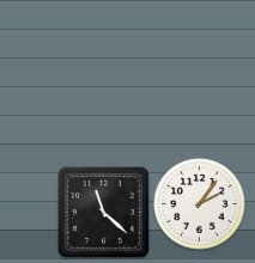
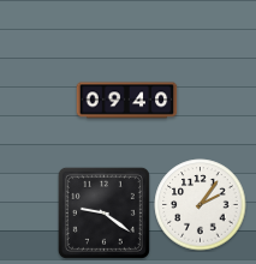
clock at (127, 101): none -> 09:40
clock at (103, 212): 11:22 -> 9:21
